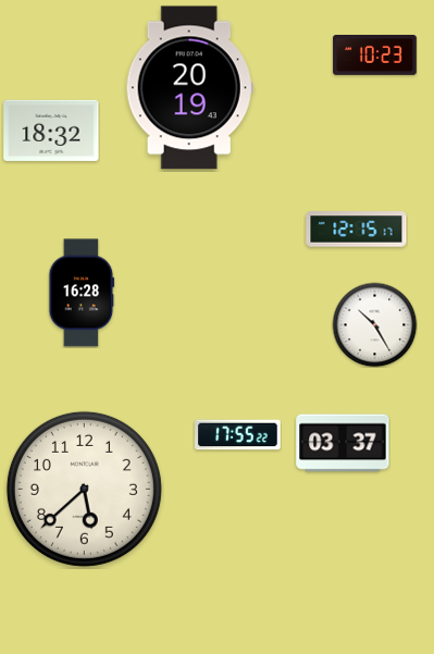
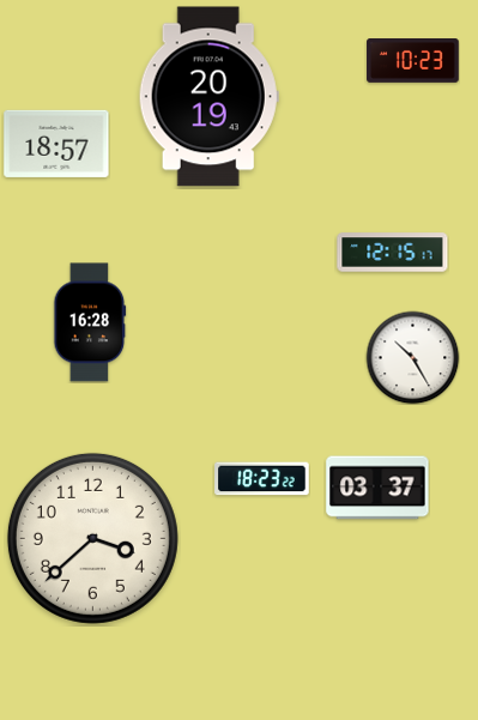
clock at (51, 131): 18:32 -> 18:57
clock at (238, 435): 17:55 -> 18:23
clock at (84, 489): 5:38 -> 3:38
